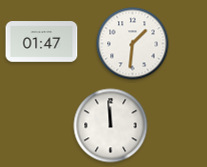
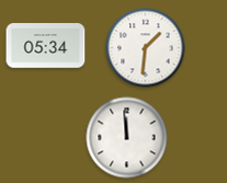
clock at (42, 42): 01:47 -> 05:34
clock at (111, 126) position: (111, 126) -> (127, 138)
